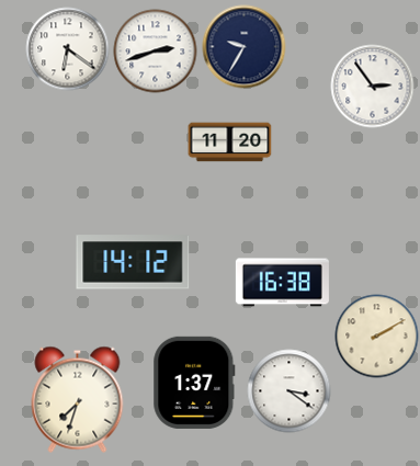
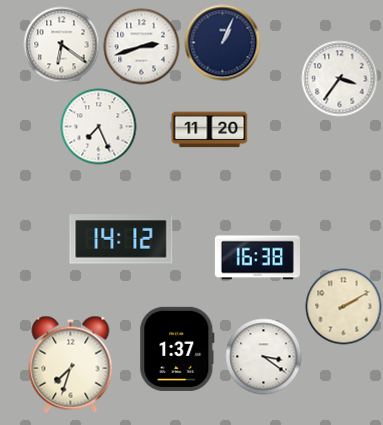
clock at (245, 47): 9:35 -> 1:04
clock at (373, 87): 2:54 -> 3:36
clock at (99, 127): none -> 7:26
